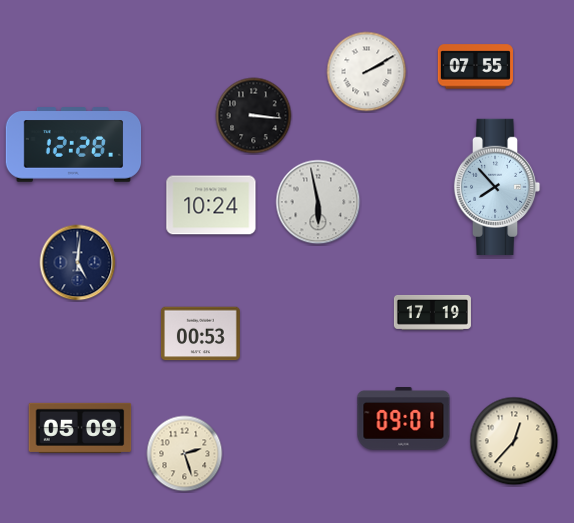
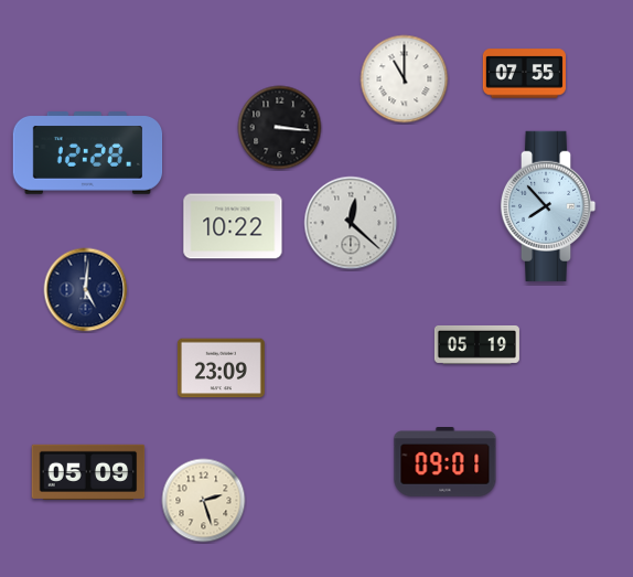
clock at (367, 72): 2:10 -> 11:00
clock at (74, 145) position: (74, 145) -> (88, 153)
clock at (318, 202): 5:58 -> 12:22
clock at (211, 205): 10:24 -> 10:22
clock at (432, 312): 17:19 -> 05:19
clock at (200, 334): 00:53 -> 23:09
clock at (514, 441): 12:37 -> none
